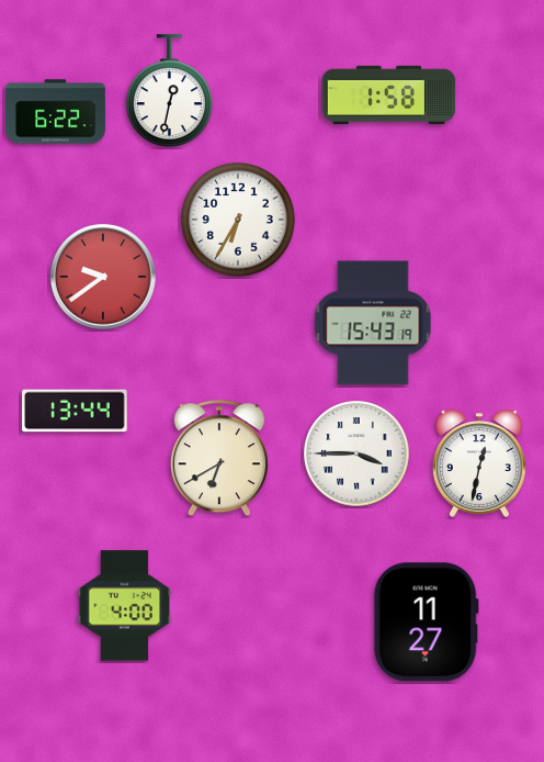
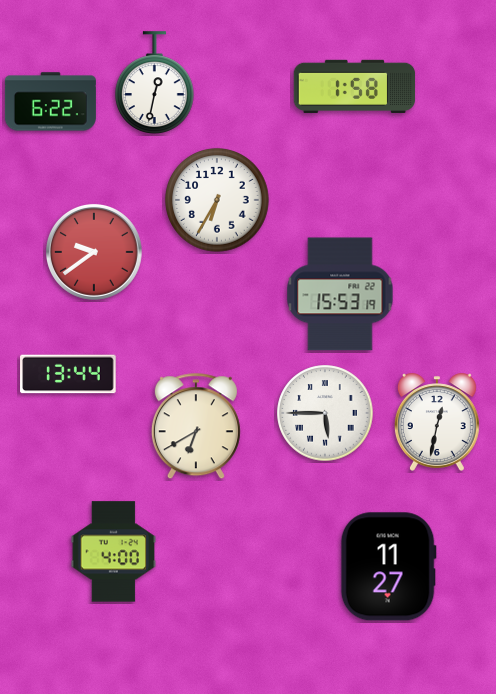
clock at (373, 323): 15:43 -> 15:53
clock at (356, 453): 3:45 -> 5:45
clock at (219, 459) position: (219, 459) -> (196, 427)
